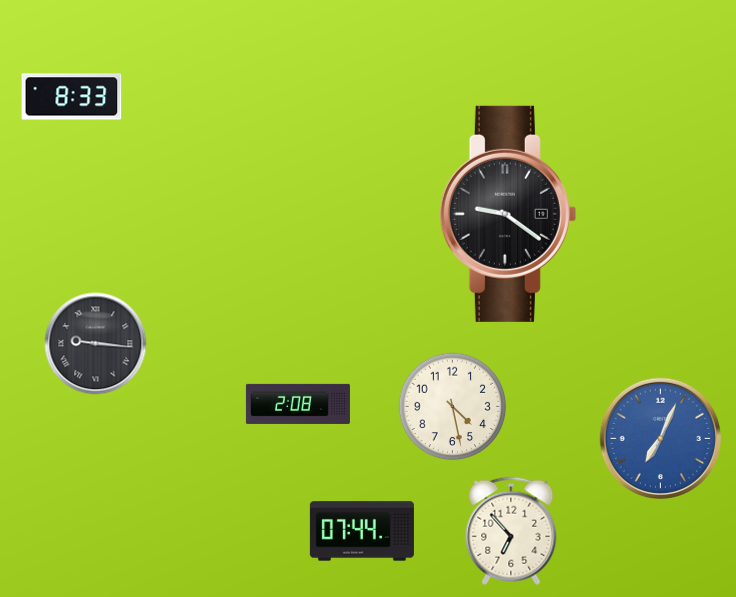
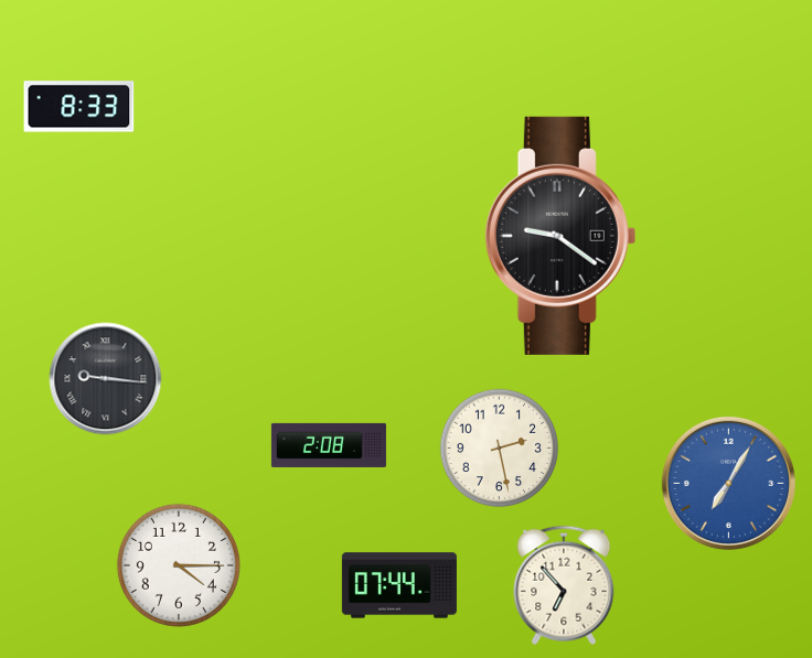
clock at (453, 407): 4:28 -> 2:28
clock at (660, 438): 7:04 -> 7:05
clock at (179, 565): none -> 4:15
